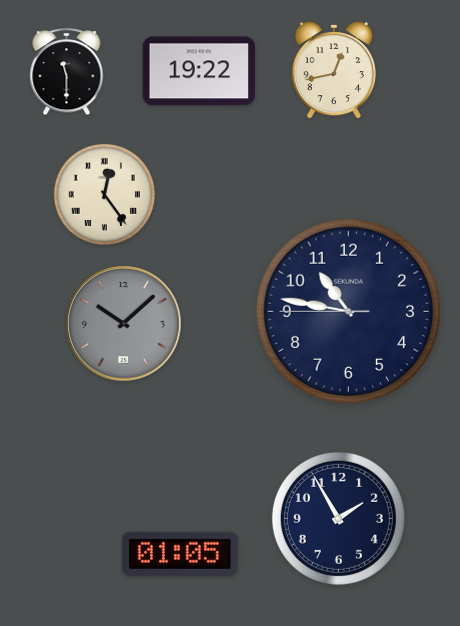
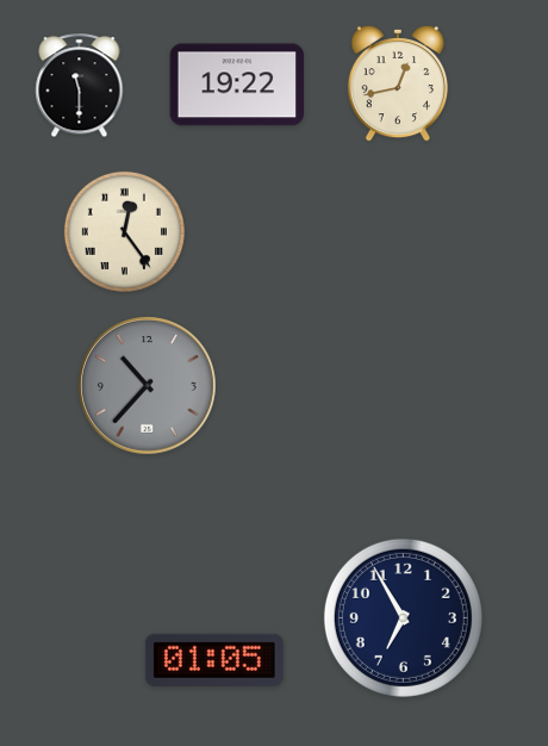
clock at (349, 312): 10:46 -> none
clock at (124, 324): 10:08 -> 10:37
clock at (338, 518): 1:55 -> 6:55
